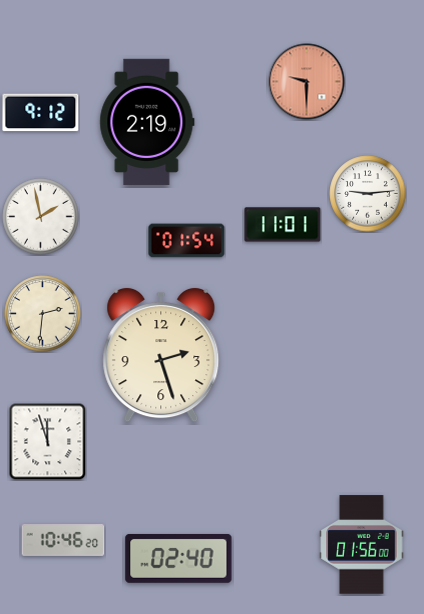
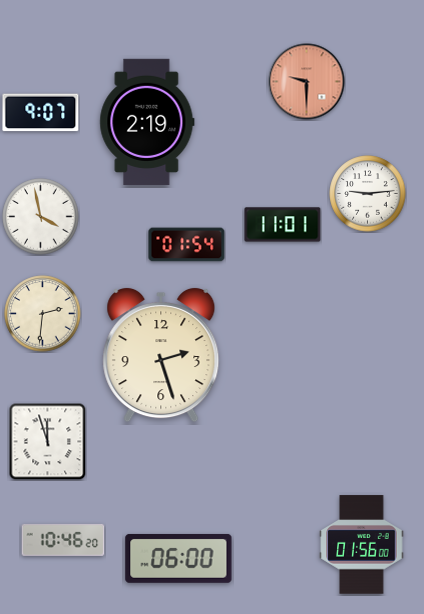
clock at (41, 113): 9:12 -> 9:07
clock at (41, 217): 1:58 -> 3:58
clock at (187, 241) position: (187, 241) -> (187, 245)
clock at (179, 559): 02:40 -> 06:00
